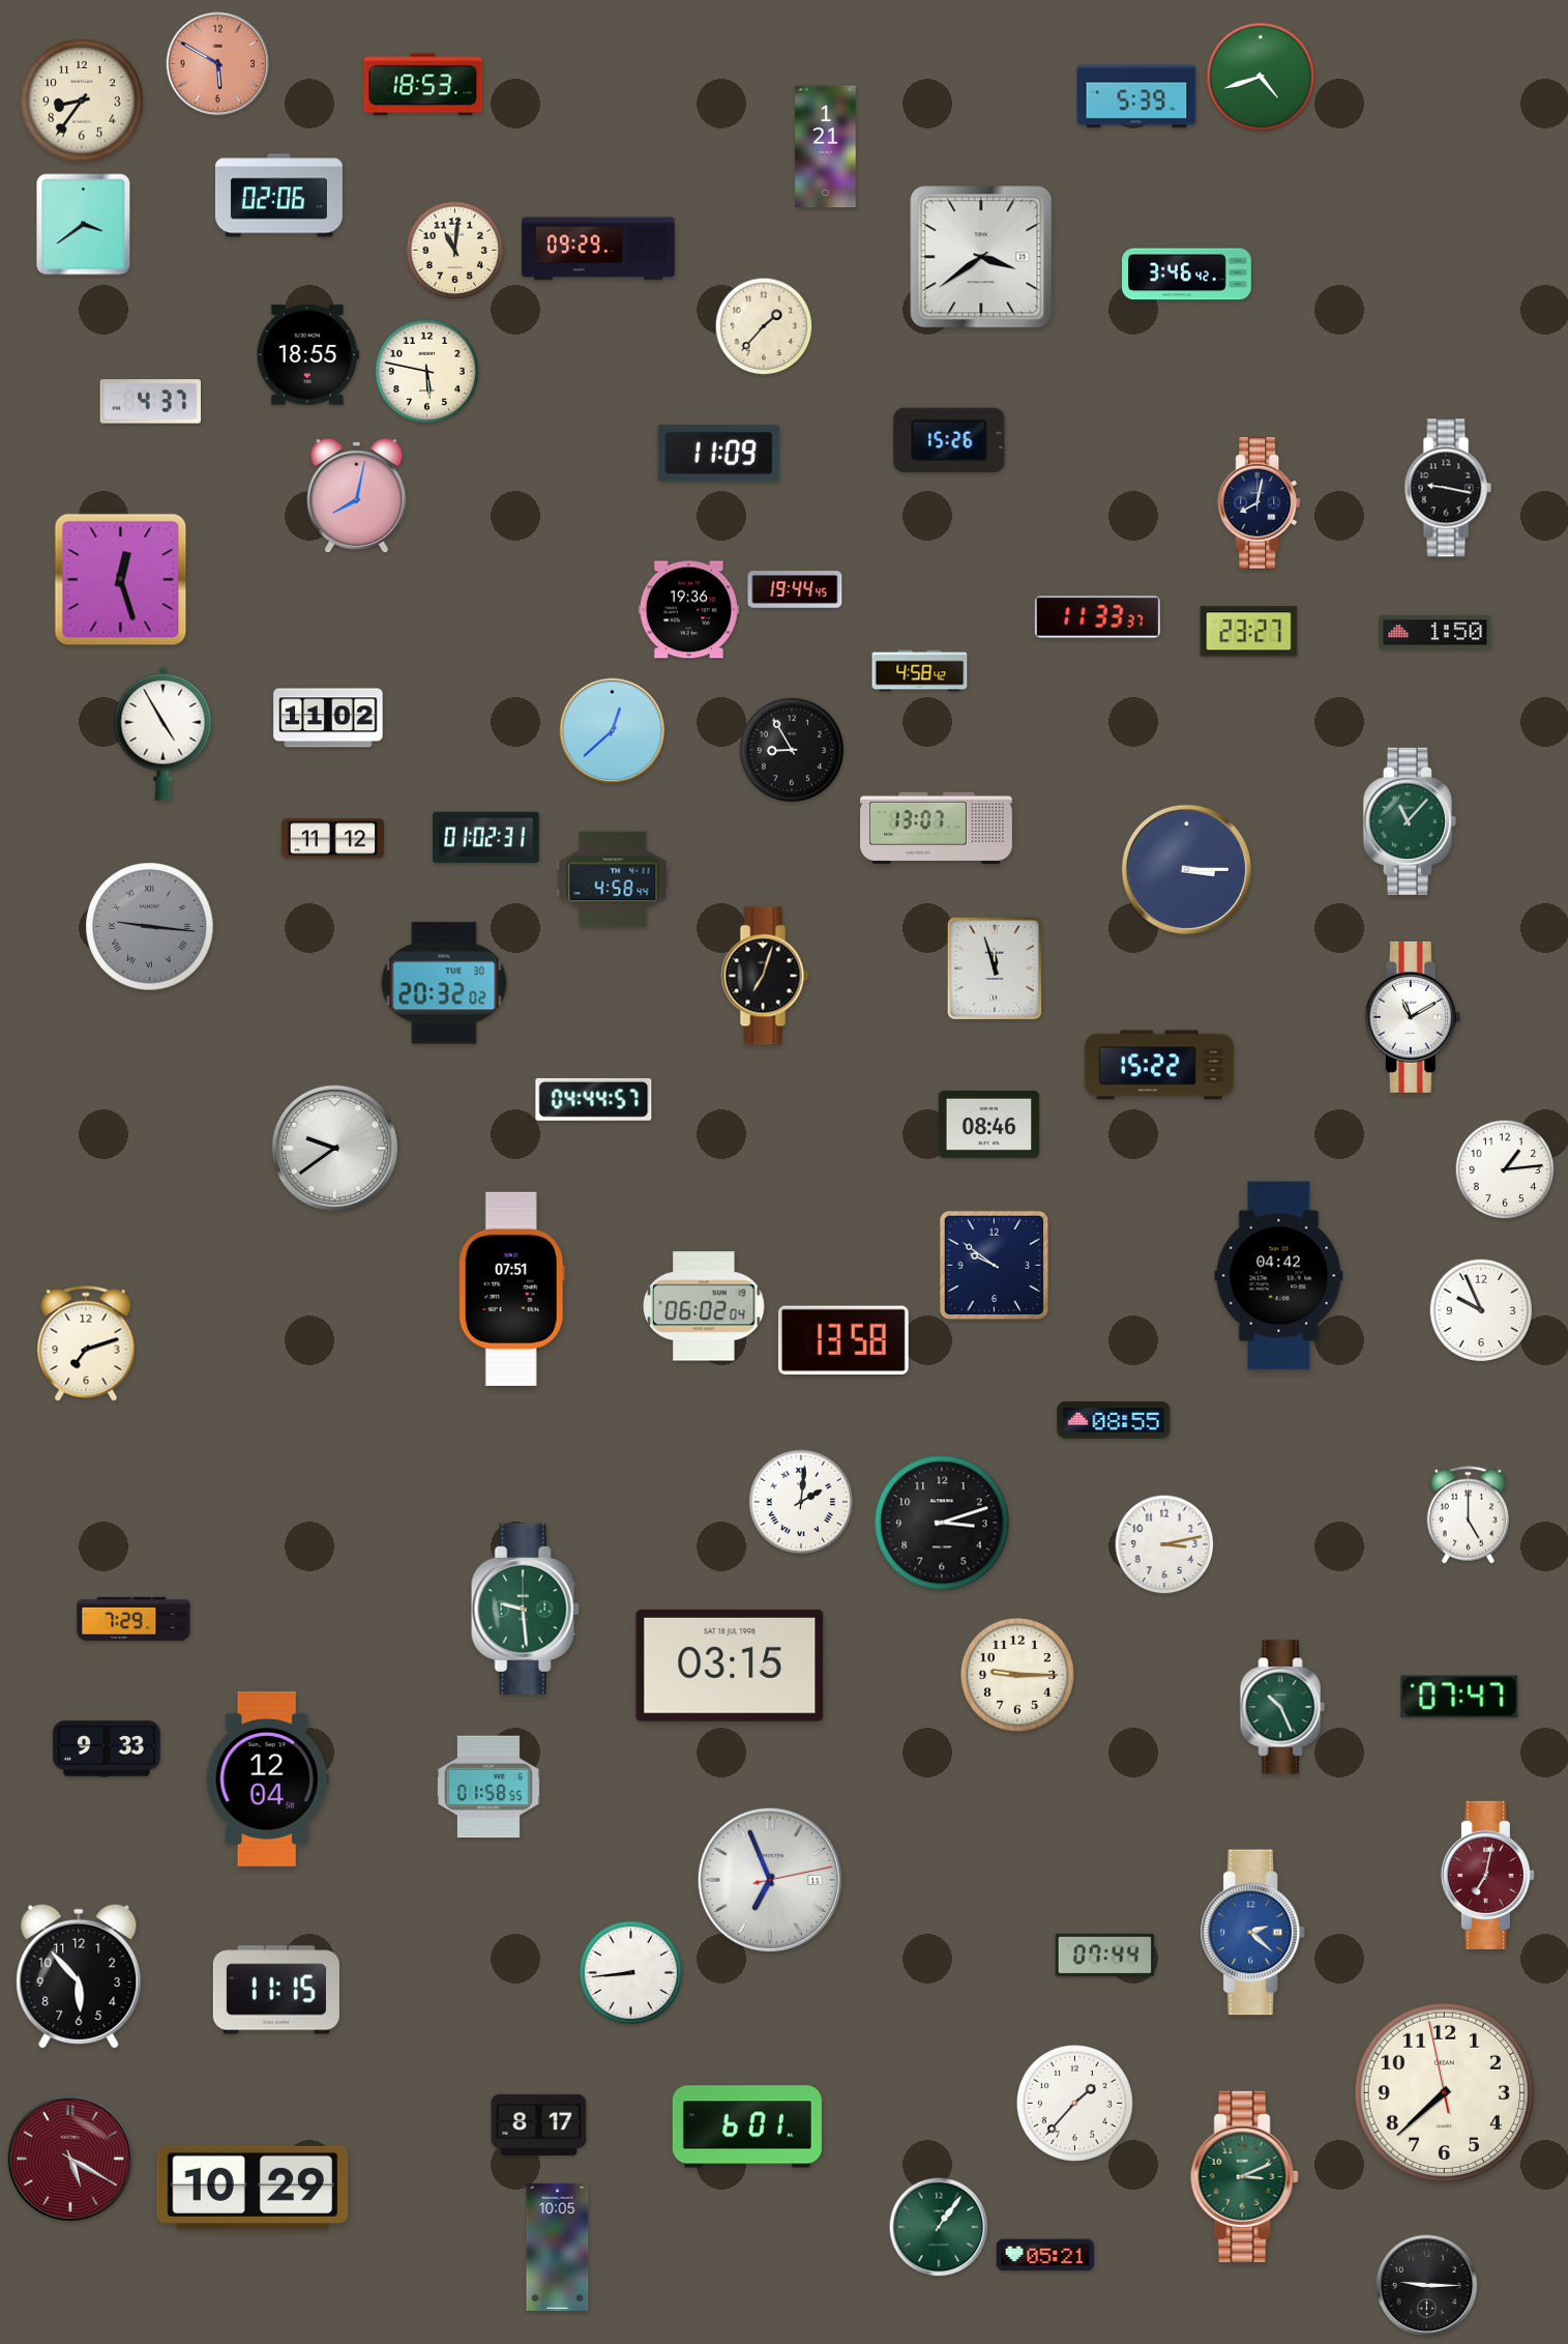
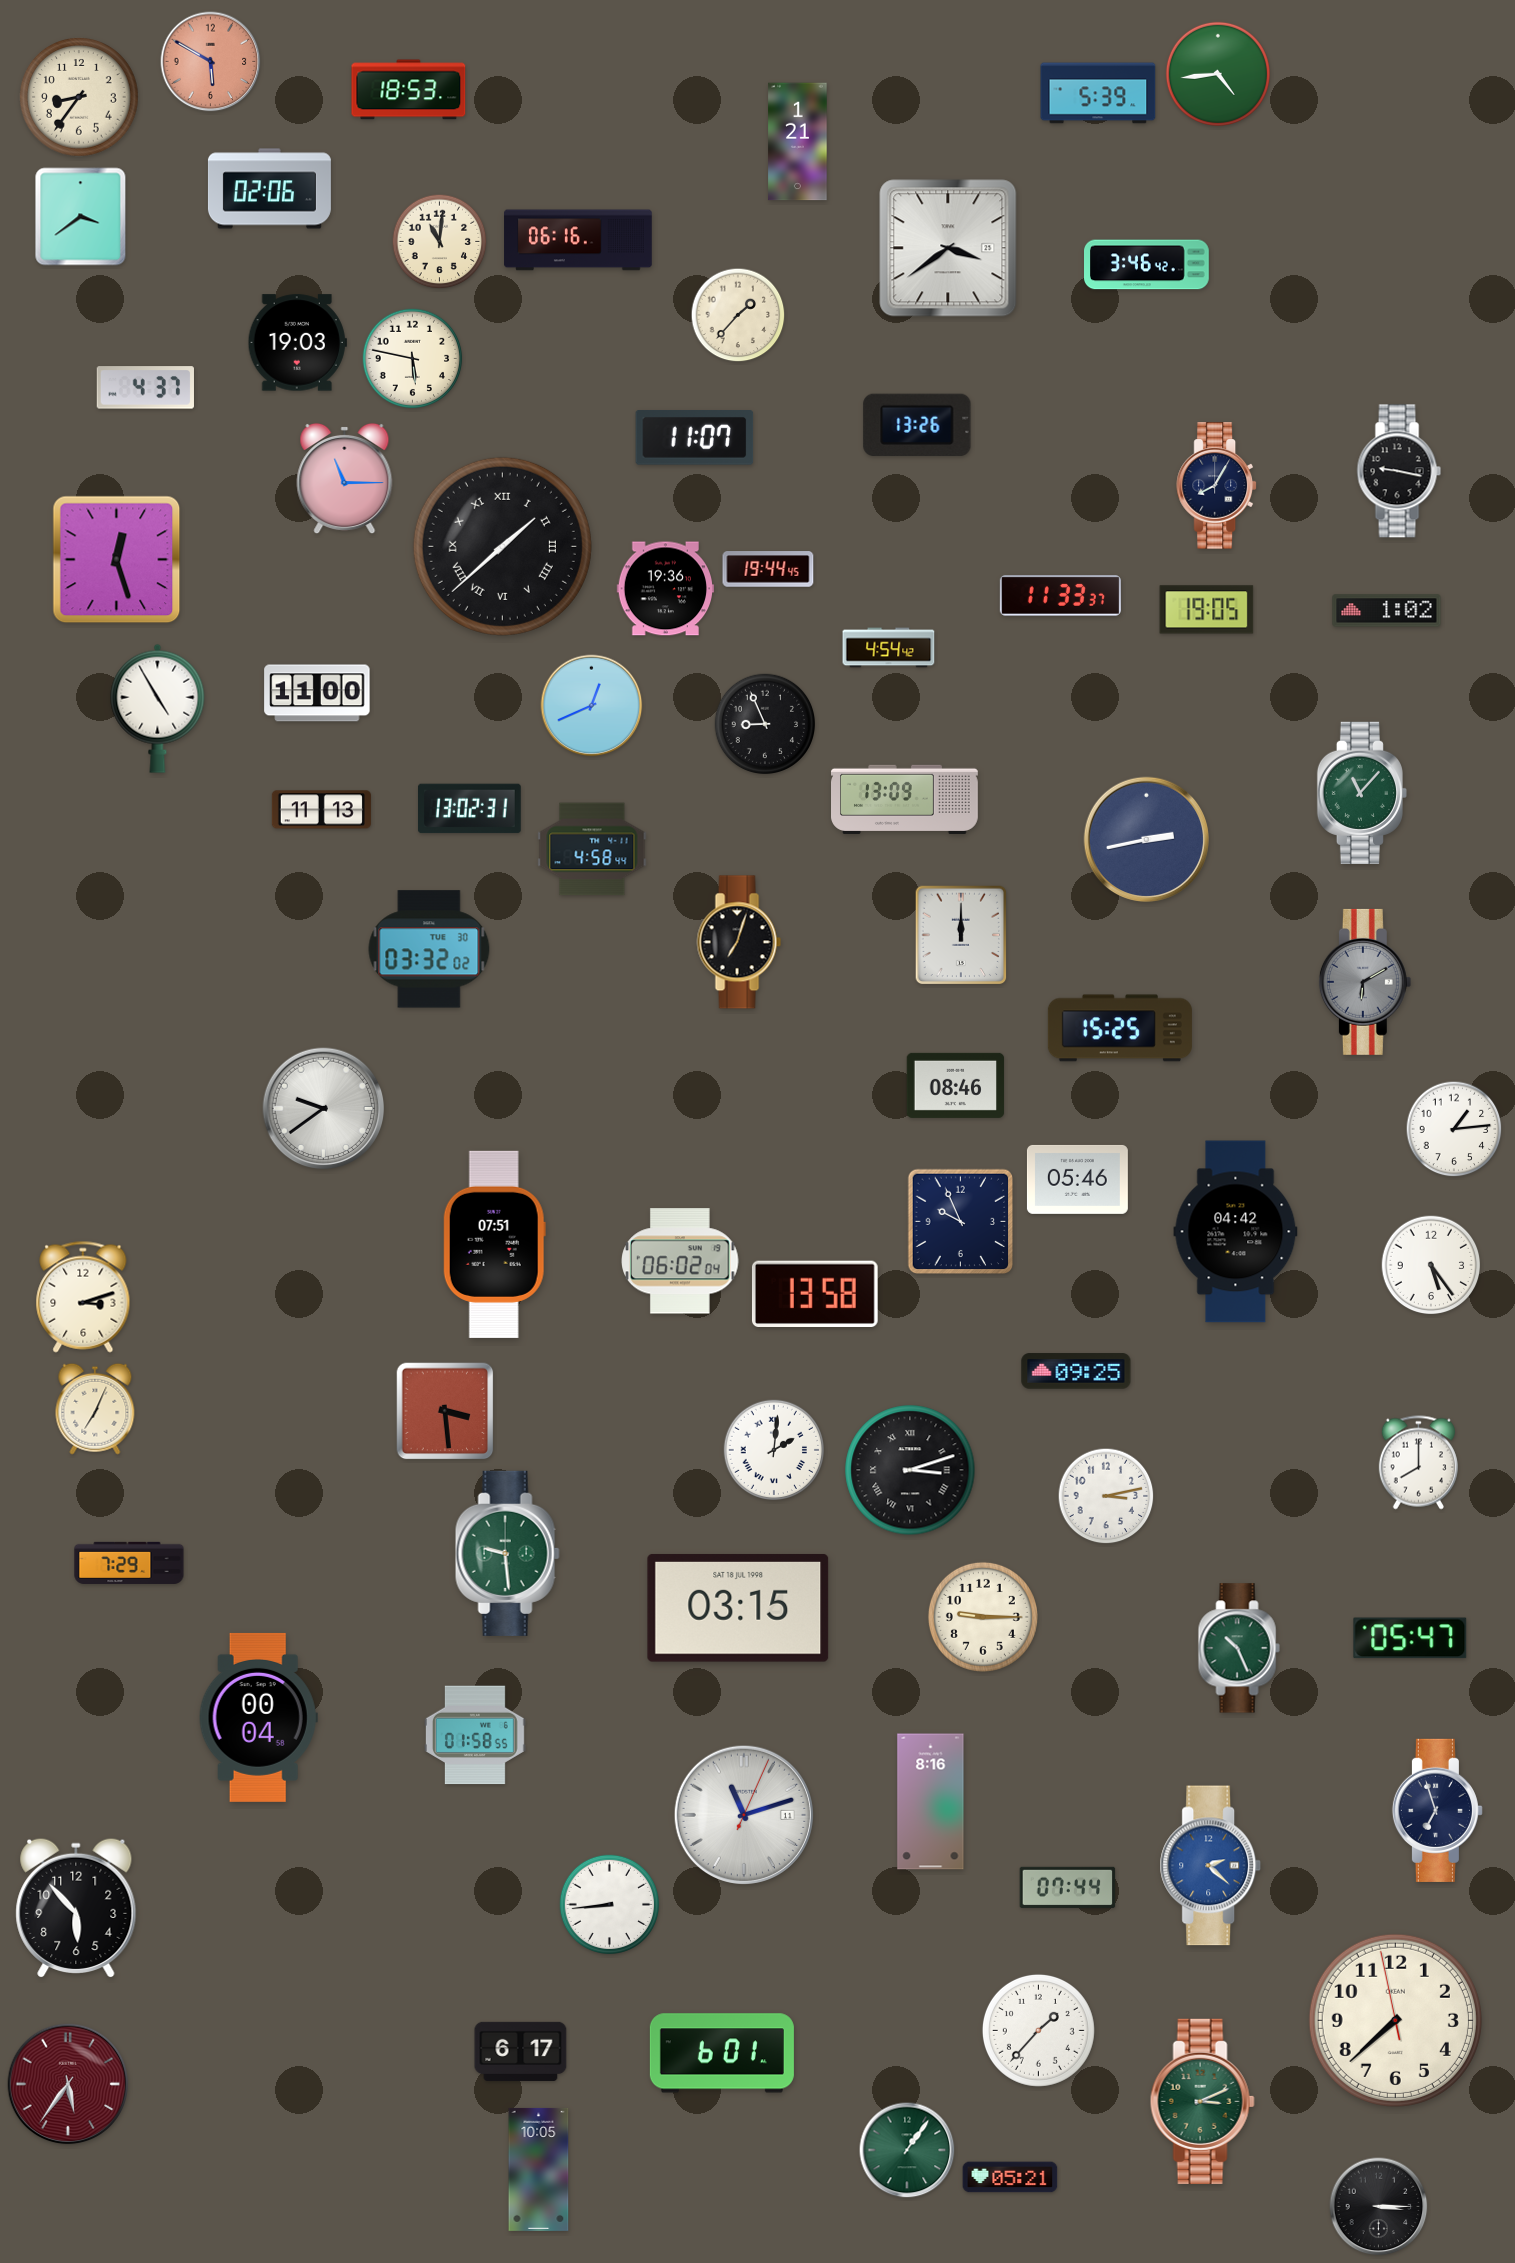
clock at (1261, 77): 4:42 -> 4:44
clock at (423, 85) position: (423, 85) -> (409, 90)
clock at (598, 249): 09:29 -> 06:16
clock at (307, 355): 18:55 -> 19:03
clock at (949, 440): 15:26 -> 13:26
clock at (719, 454): 11:09 -> 11:07
clock at (357, 496): 8:02 -> 11:15
clock at (1259, 503): 8:02 -> 8:05
clock at (502, 546): none -> 1:38
clock at (1249, 632): 23:27 -> 19:05
clock at (1436, 633): 1:50 -> 1:02
clock at (920, 671): 4:58 -> 4:54
clock at (328, 718): 11:02 -> 11:00
clock at (613, 731): 12:38 -> 12:41
clock at (791, 749): 8:55 -> 8:56
clock at (937, 828): 13:07 -> 13:09
clock at (486, 838): 01:02 -> 13:02
clock at (332, 839): 11:12 -> 11:13
clock at (1187, 870): 3:15 -> 2:43
clock at (150, 927): 9:16 -> none
clock at (995, 968): 11:57 -> 12:00
clock at (444, 983): 20:32 -> 03:32
clock at (1413, 1017): 11:10 -> 6:10
clock at (1413, 1017) dial: white -> grey
clock at (1159, 1065): 15:22 -> 15:25
clock at (594, 1099): 04:44 -> none
clock at (1077, 1179): none -> 05:46
clock at (995, 1266): 9:51 -> 9:56
clock at (1481, 1310): 9:56 -> 5:24
clock at (86, 1343): 7:12 -> 3:12
clock at (1114, 1420): 08:55 -> 09:25
clock at (95, 1409): none -> 7:04
clock at (445, 1411): none -> 3:29
clock at (1468, 1515): 5:00 -> 8:00
clock at (942, 1523) numerals: Arabic -> Roman
clock at (1164, 1544) position: (1164, 1544) -> (1106, 1496)
clock at (730, 1666) position: (730, 1666) -> (738, 1608)
clock at (1459, 1697): 07:47 -> 05:47
clock at (107, 1748): 9:33 -> none
clock at (267, 1778): 12:04 -> 00:04
clock at (489, 1787) position: (489, 1787) -> (475, 1735)
clock at (931, 1802): none -> 8:16
clock at (1487, 1875): 7:02 -> 6:57
clock at (1487, 1875) dial: burgundy -> navy
clock at (769, 1879): 6:56 -> 11:12
clock at (276, 1990): 11:15 -> none
clock at (539, 2124): 8:17 -> 6:17
clock at (70, 2159): 5:20 -> 5:36
clock at (253, 2188): 10:29 -> none
clock at (1427, 2286): 9:15 -> 3:15
